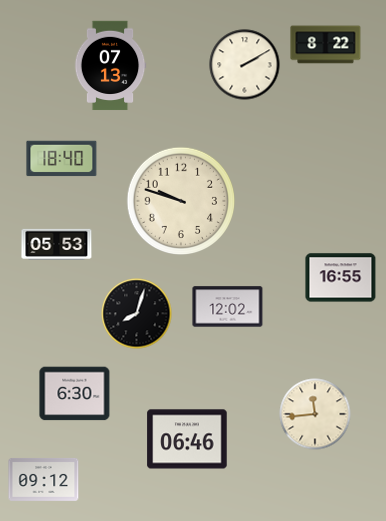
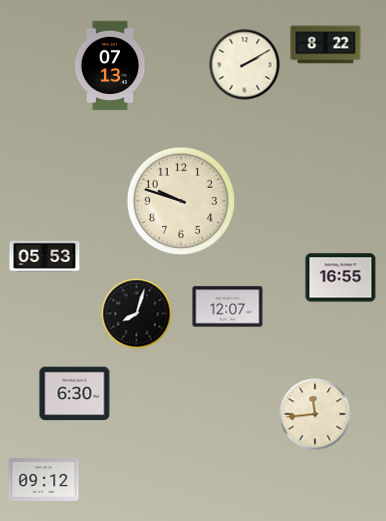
clock at (62, 159): 18:40 -> none
clock at (57, 244) position: (57, 244) -> (45, 256)
clock at (228, 307): 12:02 -> 12:07
clock at (187, 439): 06:46 -> none
